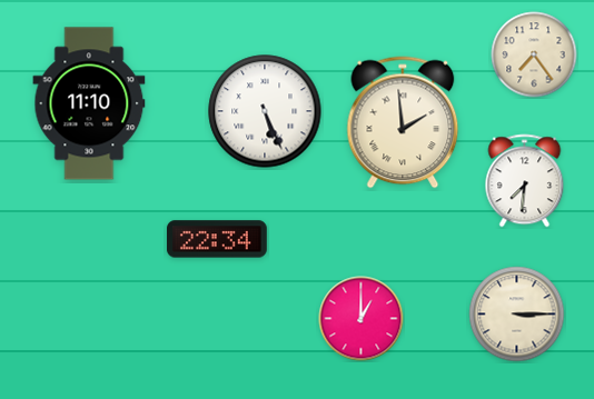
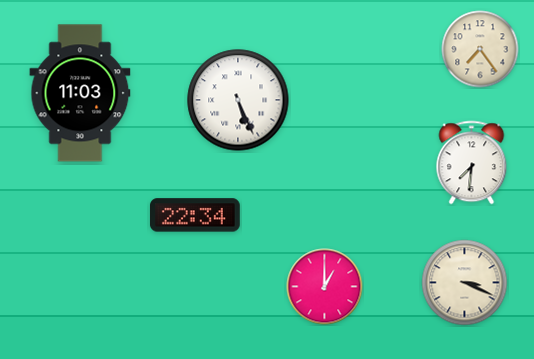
clock at (89, 103): 11:10 -> 11:03
clock at (403, 122): 1:59 -> none
clock at (517, 315): 3:15 -> 3:19
